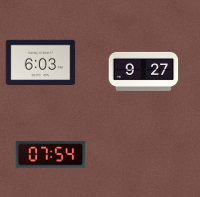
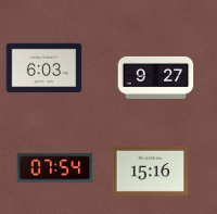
clock at (151, 171): none -> 15:16
